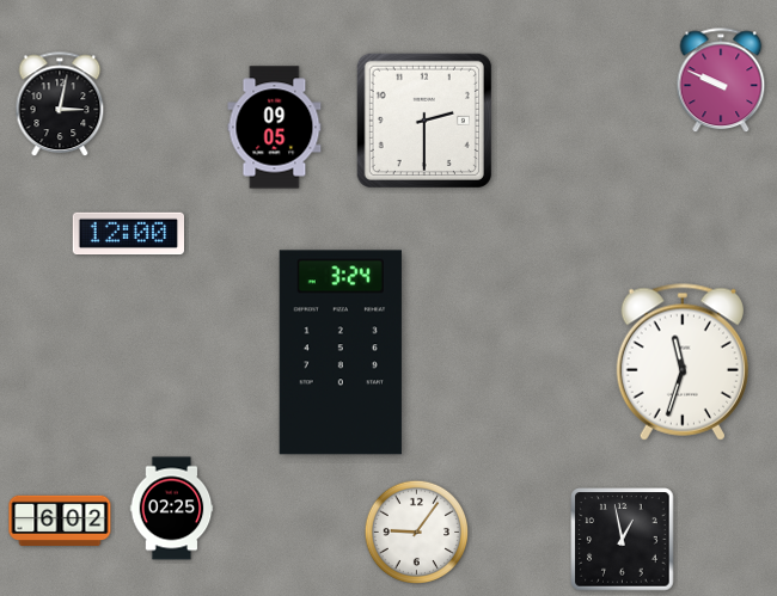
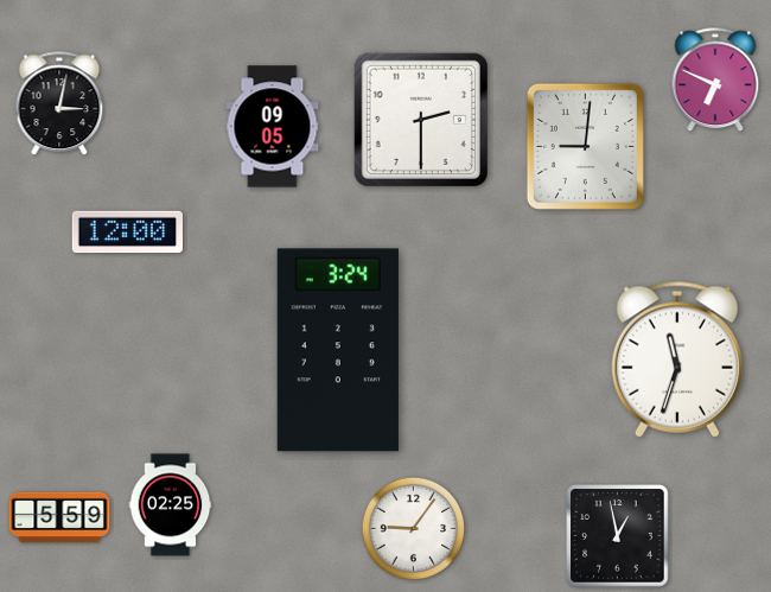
clock at (721, 81): 9:49 -> 6:49
clock at (585, 146): none -> 9:01
clock at (60, 521): 6:02 -> 5:59
